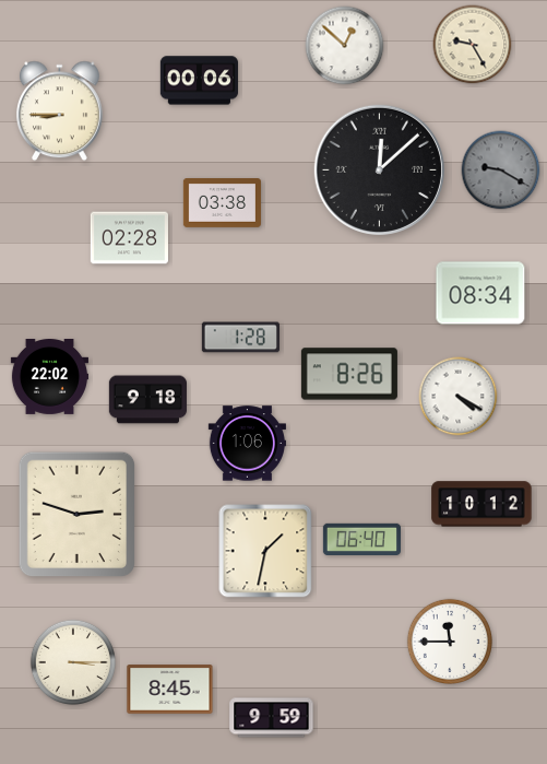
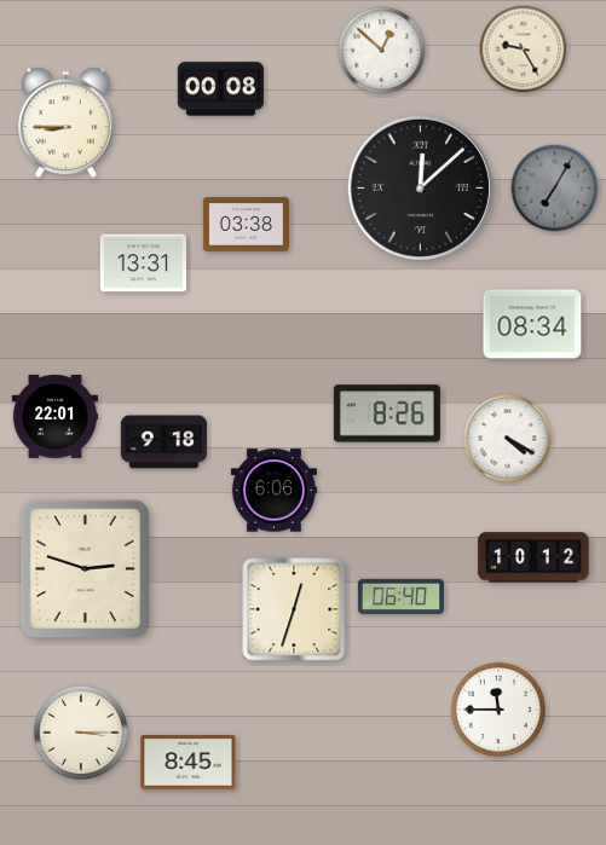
clock at (199, 81): 00:06 -> 00:08
clock at (501, 171): 9:20 -> 7:05
clock at (129, 238): 02:28 -> 13:31
clock at (240, 338): 1:28 -> none
clock at (49, 377): 22:02 -> 22:01
clock at (247, 444): 1:06 -> 6:06
clock at (265, 551): 1:32 -> 12:33
clock at (272, 718): 9:59 -> none
